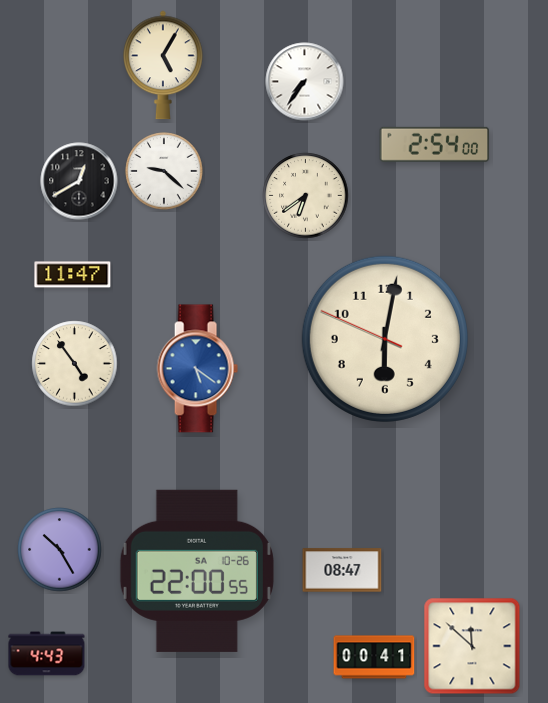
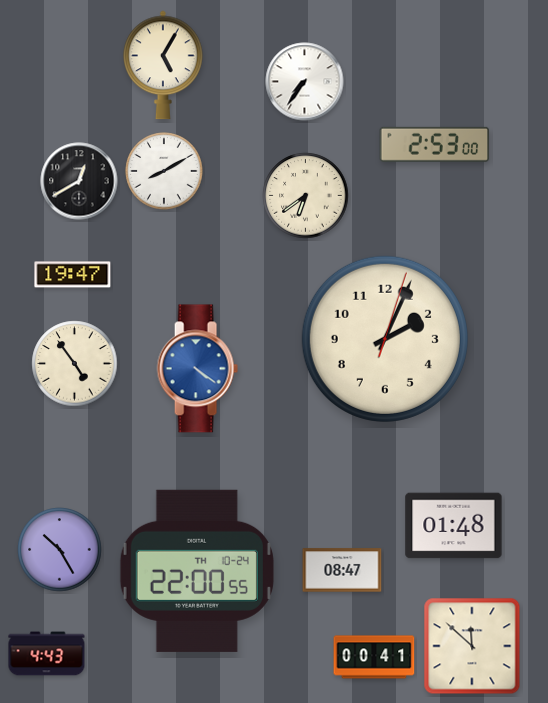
clock at (435, 144): 2:54 -> 2:53
clock at (164, 171): 9:22 -> 8:10
clock at (73, 275): 11:47 -> 19:47
clock at (385, 339): 6:01 -> 2:04
clock at (197, 369): 5:21 -> 4:21
clock at (454, 526): none -> 01:48
clock at (197, 571) date: SA 10-26 -> TH 10-24
